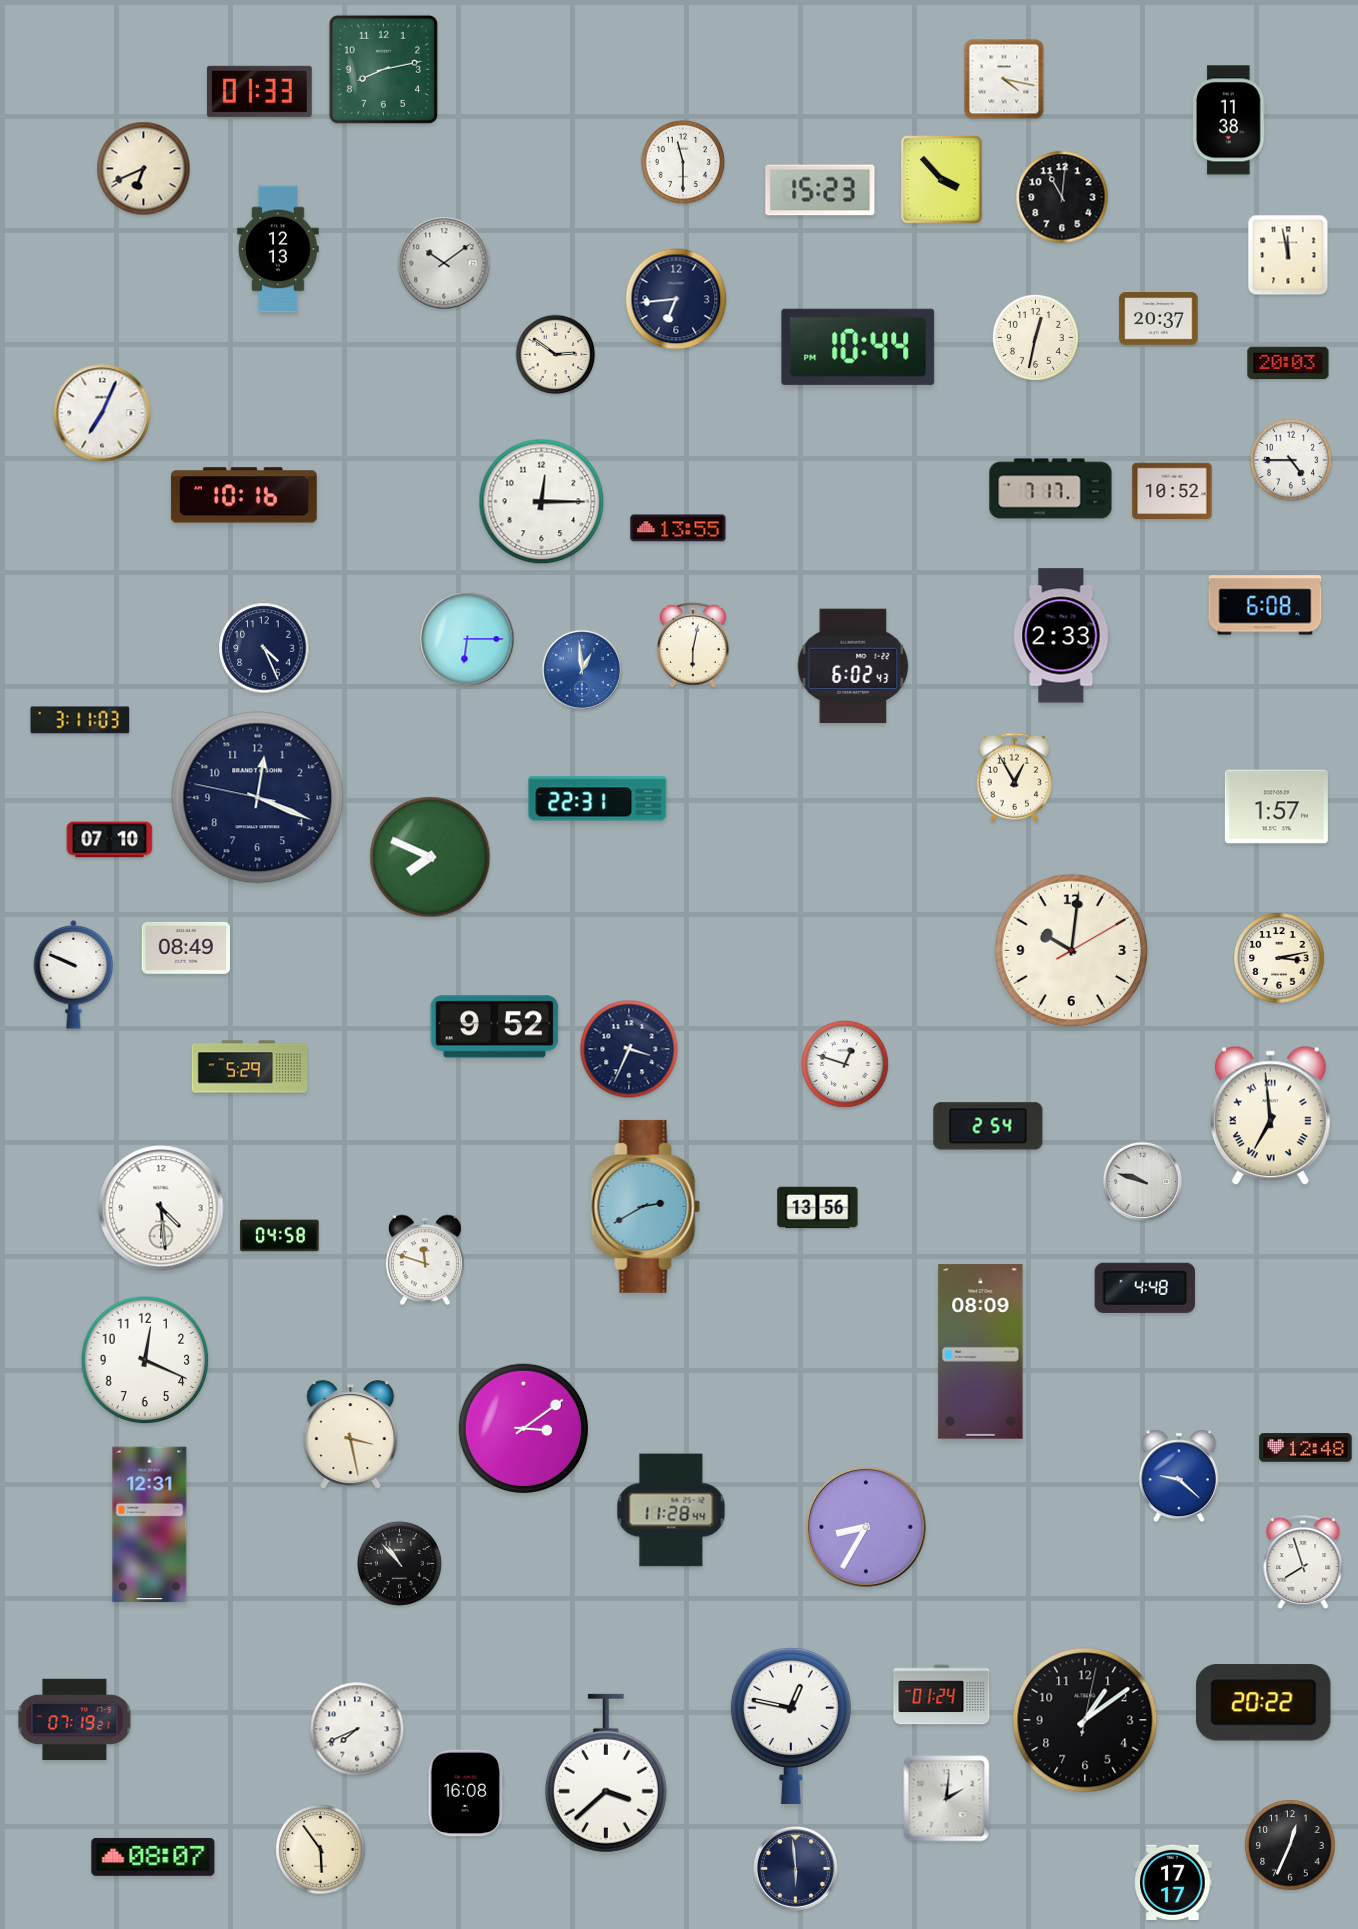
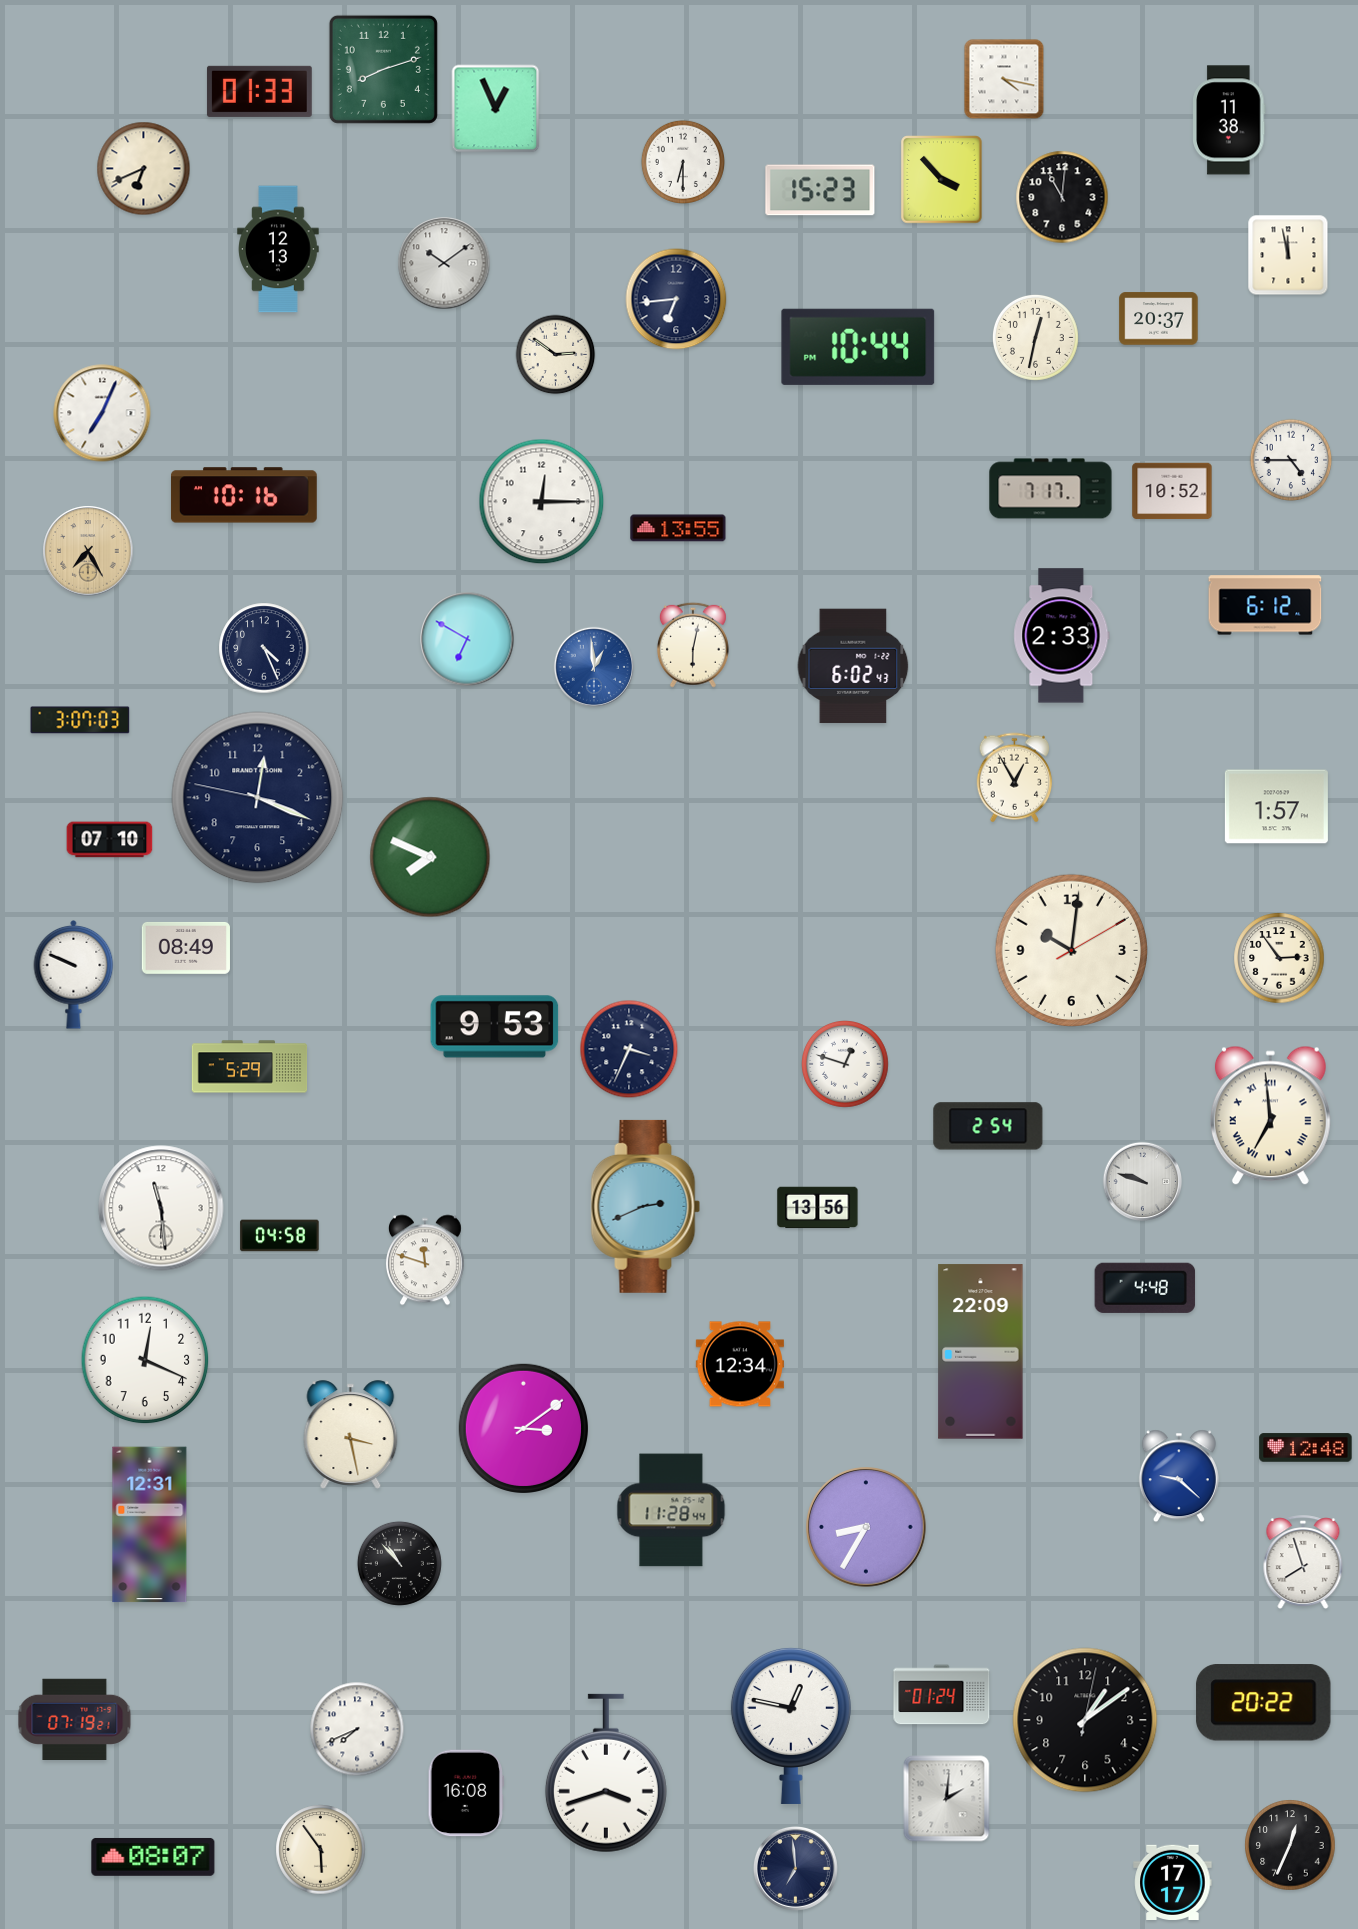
clock at (383, 69): 8:13 -> 8:12
clock at (496, 109): none -> 12:56
clock at (683, 162): 11:30 -> 6:30
clock at (1288, 363): 20:03 -> none
clock at (88, 551): none -> 7:25
clock at (1265, 605): 6:08 -> 6:12
clock at (467, 639): 6:15 -> 6:50
clock at (581, 669) position: (581, 669) -> (593, 666)
clock at (80, 720): 3:11 -> 3:07
clock at (598, 799): 22:31 -> none
clock at (1279, 958): 3:13 -> 2:54
clock at (495, 1027): 9:52 -> 9:53
clock at (646, 1206): 2:40 -> 2:41
clock at (161, 1208): 4:29 -> 11:29
clock at (981, 1352): 08:09 -> 22:09
clock at (739, 1364): none -> 12:34
clock at (606, 1773): 3:38 -> 3:42
clock at (795, 1868): 5:59 -> 6:59
